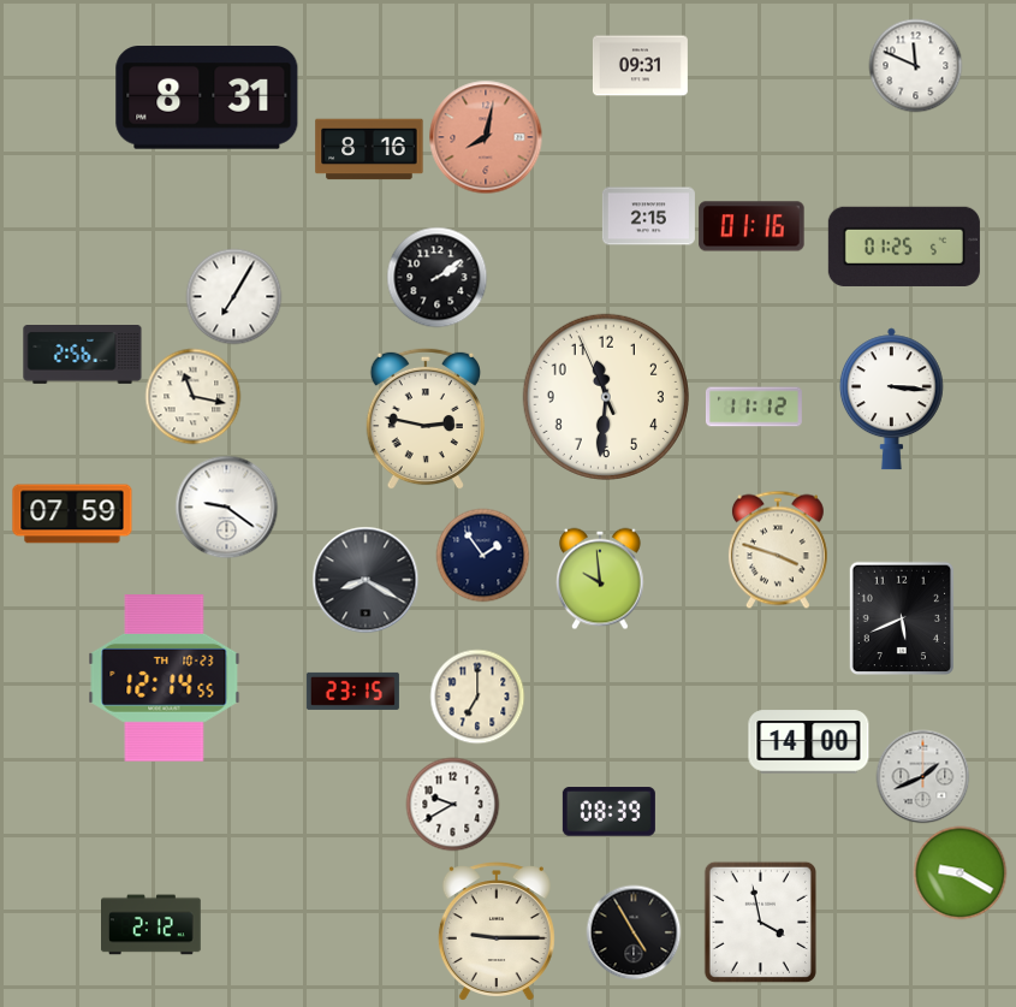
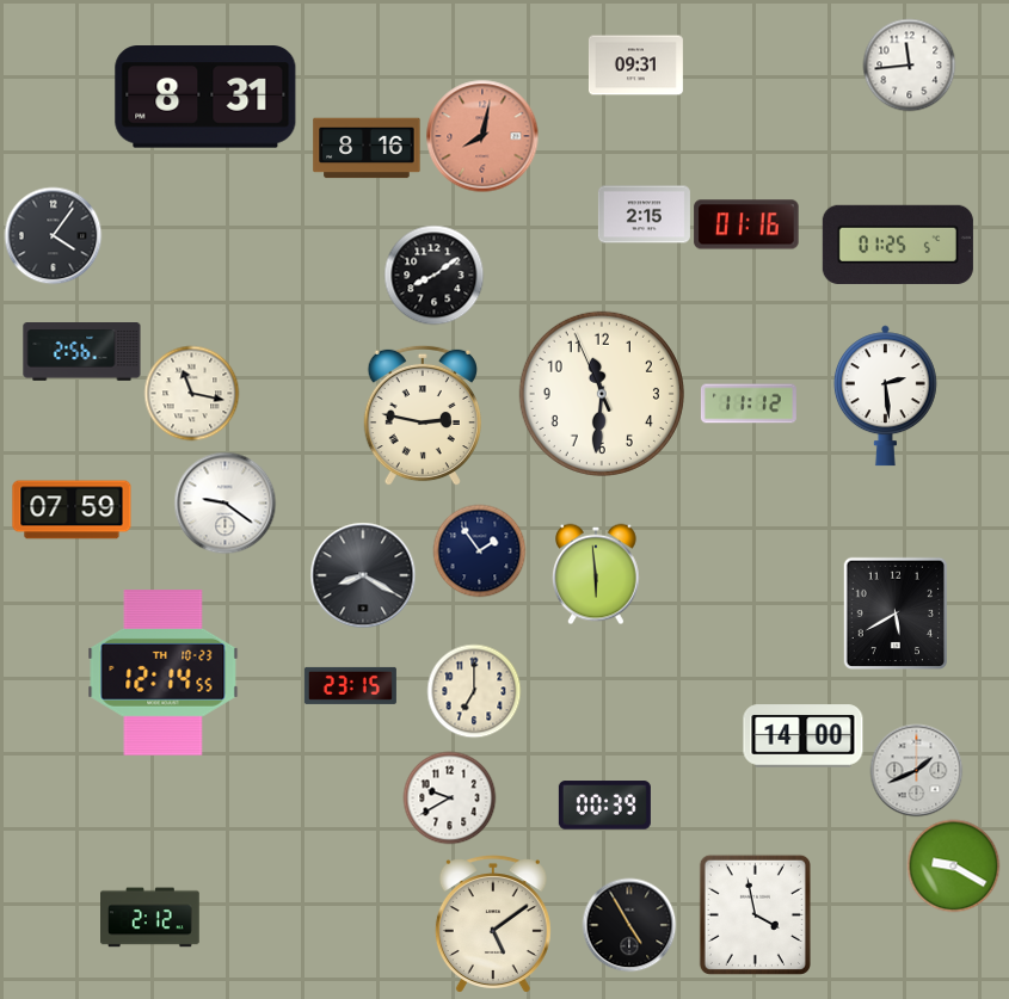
clock at (915, 65): 11:49 -> 11:44
clock at (53, 235): none -> 4:06
clock at (436, 277): 2:09 -> 8:09
clock at (233, 296): 7:05 -> none
clock at (891, 399): 3:16 -> 2:29
clock at (778, 550): 3:48 -> none
clock at (601, 579): 9:59 -> 5:59
clock at (901, 617): 5:41 -> 5:40
clock at (608, 812): 08:39 -> 00:39
clock at (497, 931): 9:15 -> 5:09
